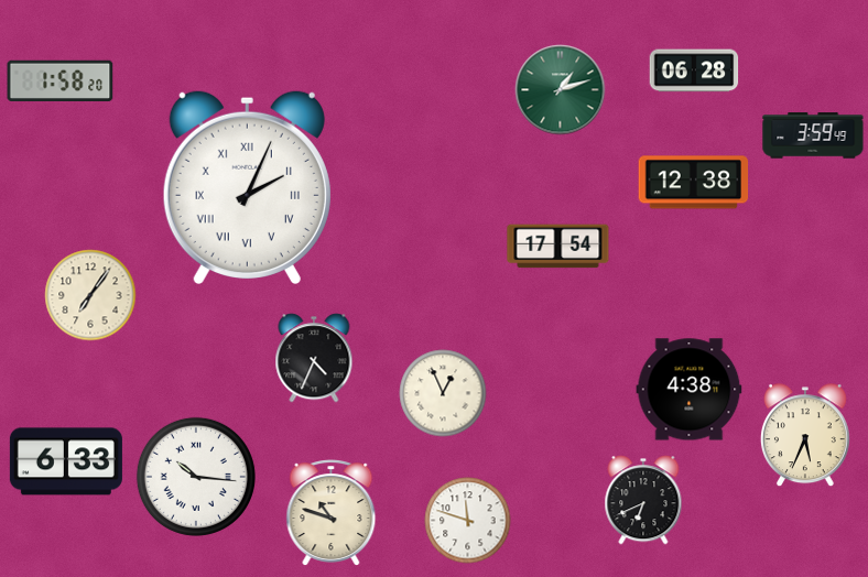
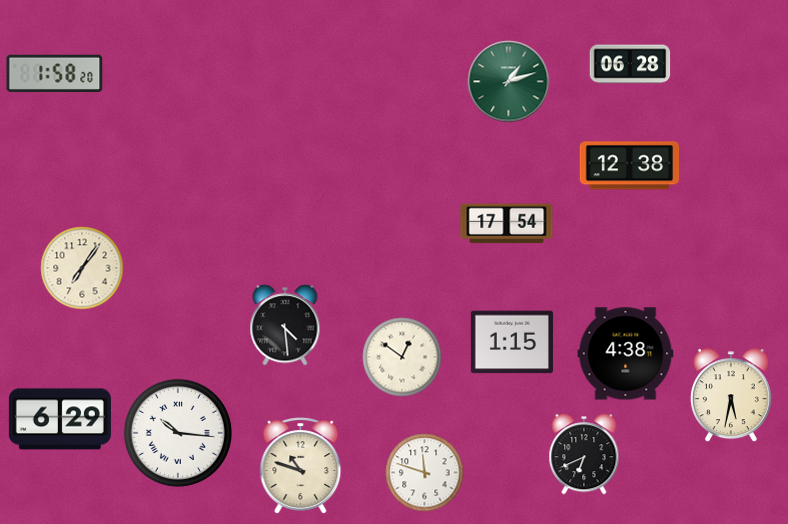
clock at (813, 135): 3:59 -> none
clock at (247, 187): 2:04 -> none
clock at (314, 358): 4:34 -> 4:29
clock at (512, 342): none -> 1:15
clock at (443, 393): 12:56 -> 12:51
clock at (805, 436): 5:34 -> 5:32
clock at (66, 461): 6:33 -> 6:29
